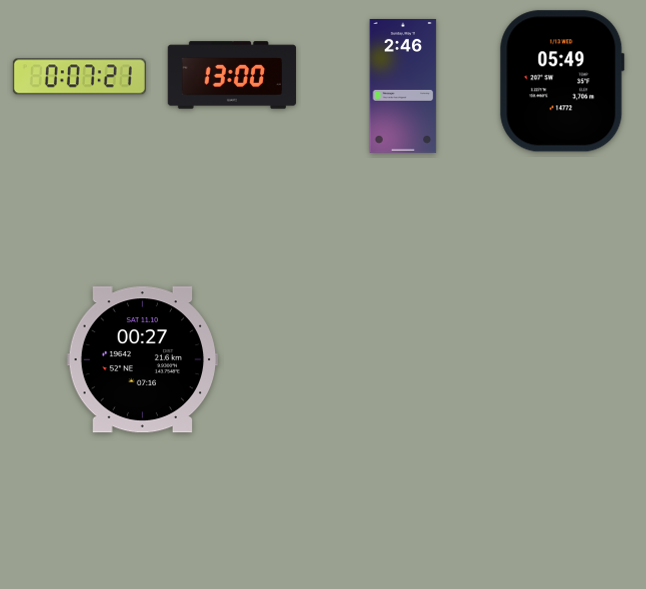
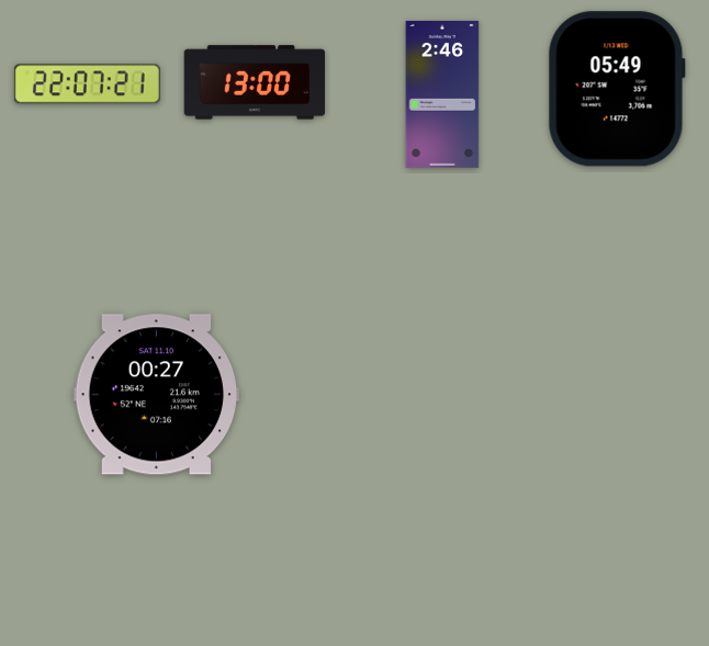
clock at (79, 77): 0:07 -> 22:07
